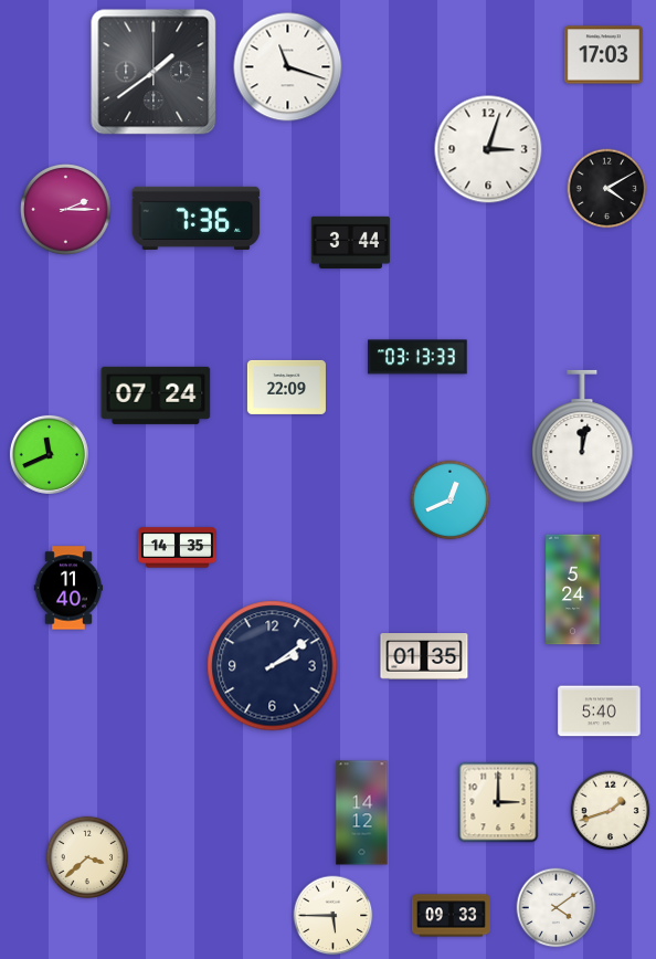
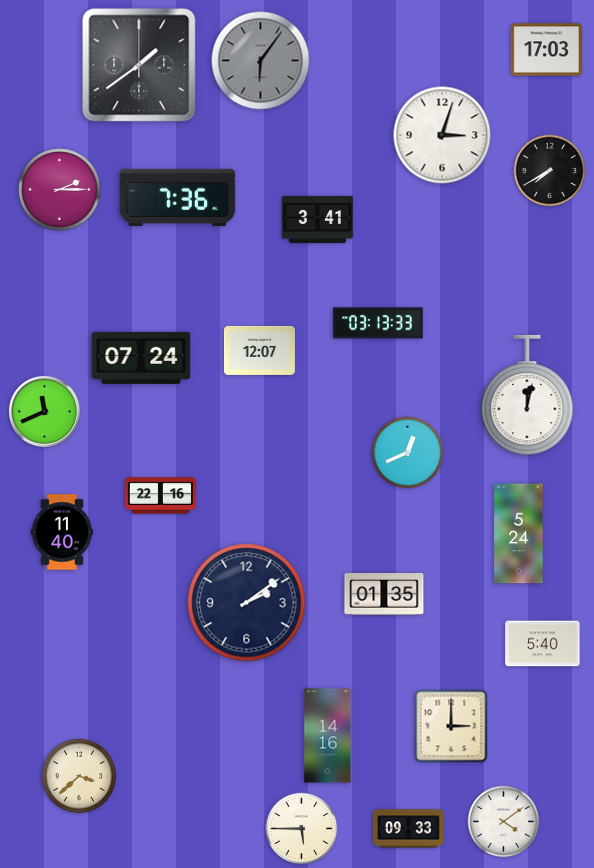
clock at (288, 67): 11:18 -> 6:06
clock at (288, 67) dial: white -> grey
clock at (607, 189): 4:10 -> 7:40
clock at (350, 242): 3:44 -> 3:41
clock at (286, 387): 22:09 -> 12:07
clock at (177, 548): 14:35 -> 22:16
clock at (611, 811): 1:42 -> none
clock at (362, 813): 14:12 -> 14:16
